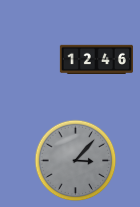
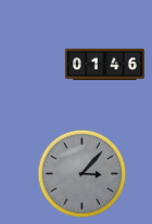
clock at (96, 59): 12:46 -> 01:46
